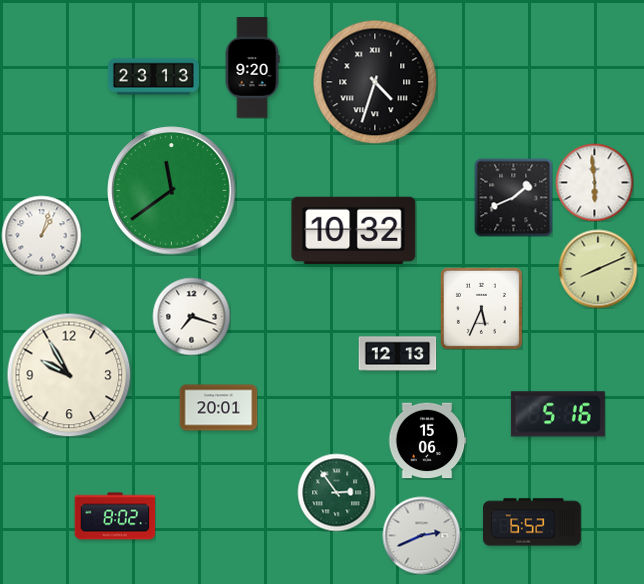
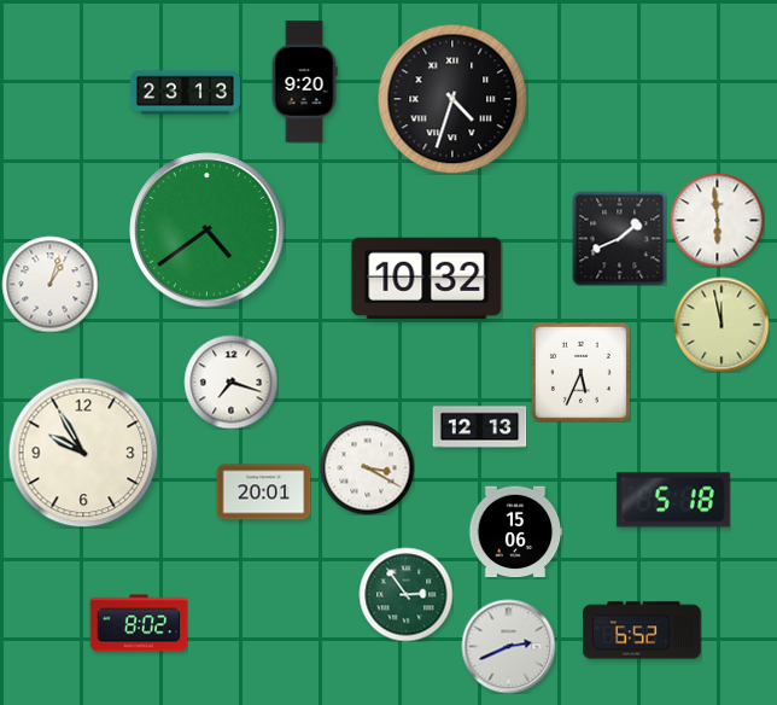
clock at (172, 191): 11:39 -> 4:39
clock at (598, 269): 8:11 -> 11:58
clock at (367, 467): none -> 3:20
clock at (558, 414): 5:16 -> 5:18
